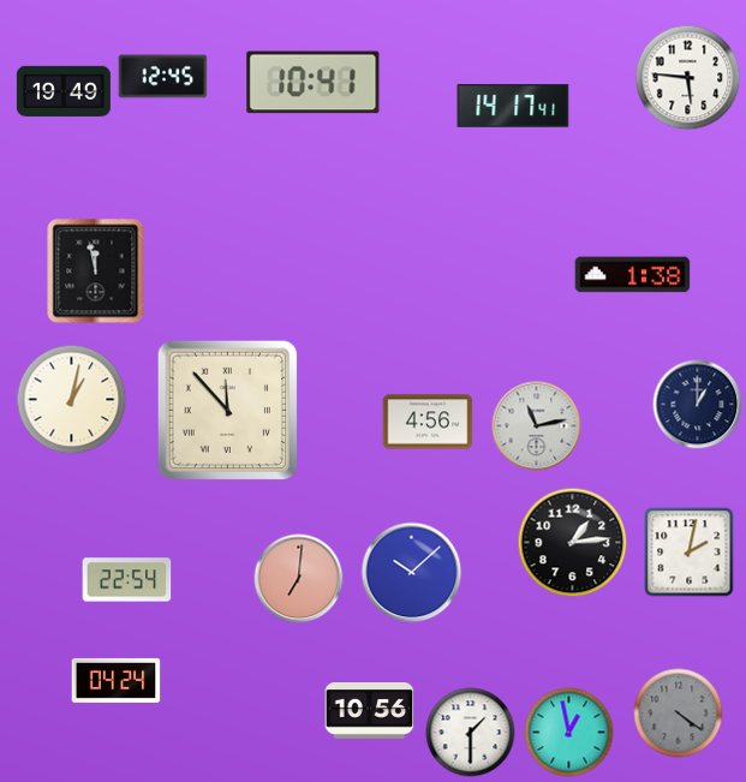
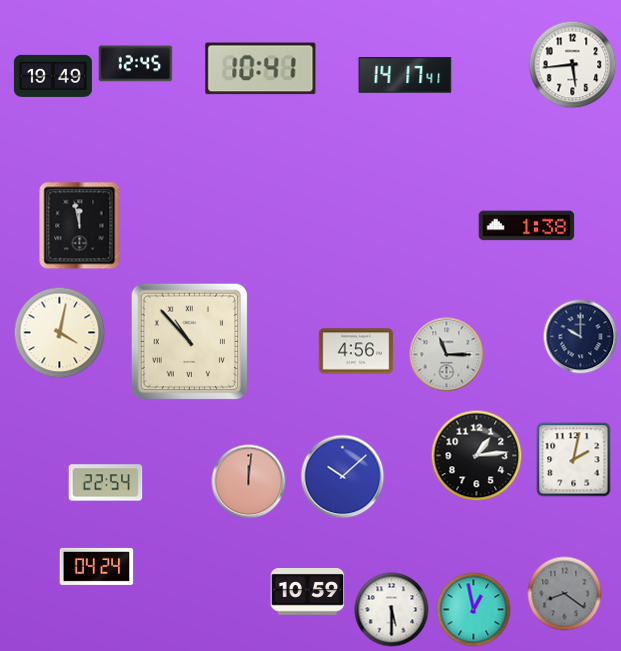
clock at (688, 78): 5:46 -> 5:44
clock at (513, 106) position: (513, 106) -> (405, 75)
clock at (633, 275) position: (633, 275) -> (527, 226)
clock at (72, 400): 1:02 -> 4:02
clock at (698, 405): 1:00 -> 10:00
clock at (227, 410): 11:53 -> 10:53
clock at (537, 426): 11:13 -> 11:15
clock at (573, 543) position: (573, 543) -> (477, 456)
clock at (299, 579): 7:01 -> 12:01
clock at (370, 711): 10:56 -> 10:59
clock at (679, 714): 4:21 -> 8:21
clock at (471, 733): 1:30 -> 5:30
